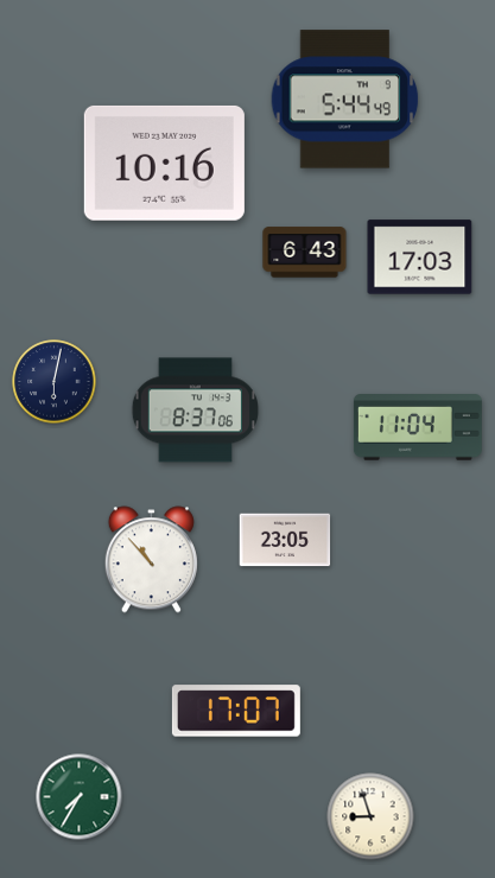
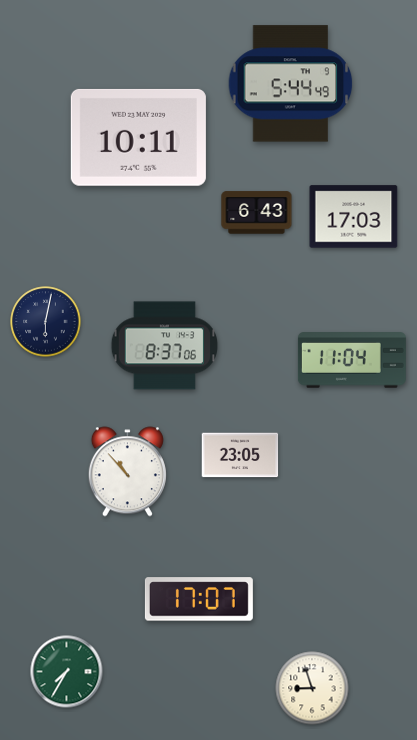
clock at (164, 163): 10:16 -> 10:11
